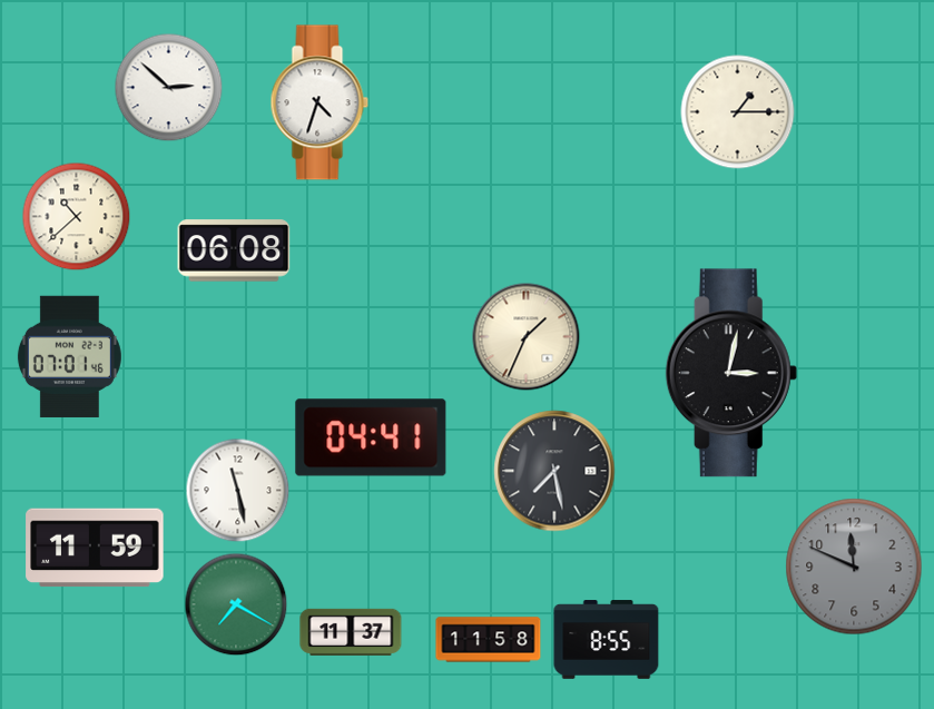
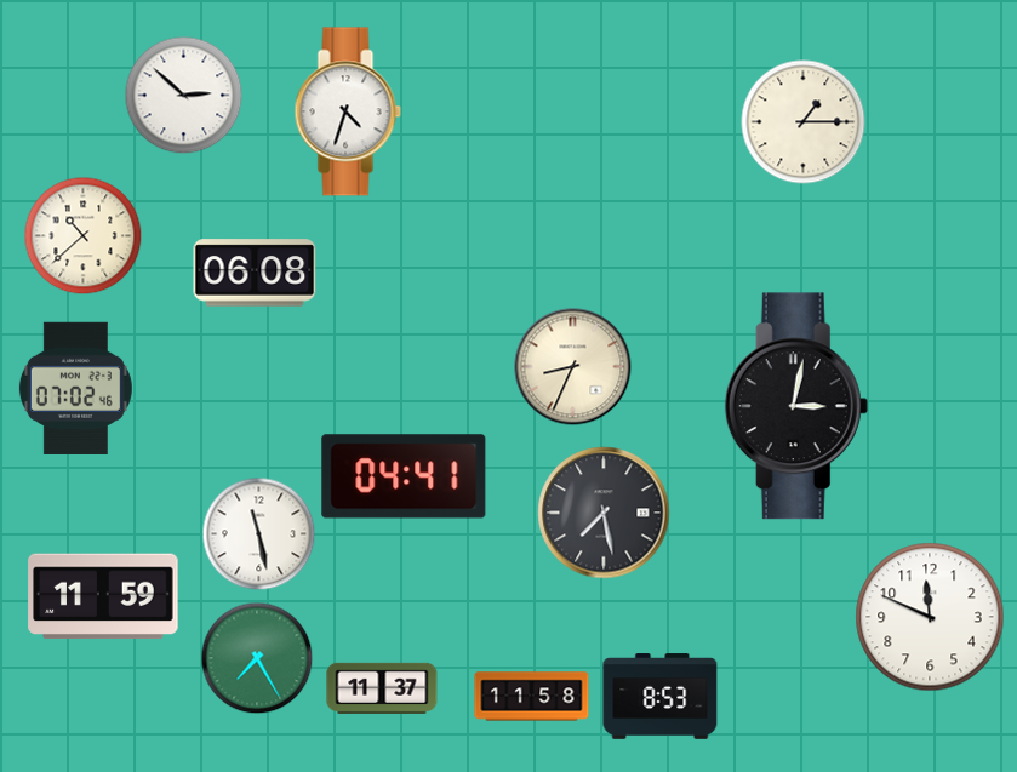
clock at (527, 337): 1:34 -> 8:34
clock at (69, 356): 07:01 -> 07:02
clock at (854, 567) dial: grey -> white
clock at (236, 604): 7:20 -> 7:25
clock at (607, 640): 8:55 -> 8:53
